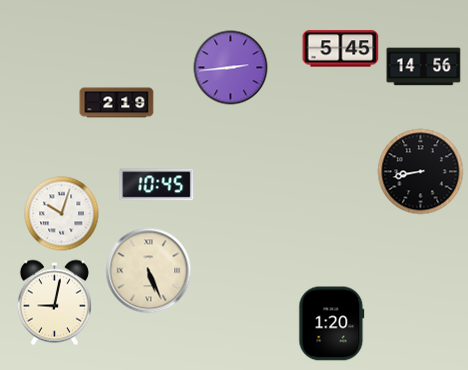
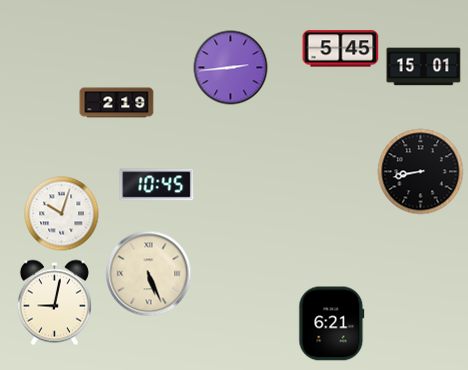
clock at (424, 67): 14:56 -> 15:01
clock at (149, 271) position: (149, 271) -> (149, 274)
clock at (332, 324): 1:20 -> 6:21
